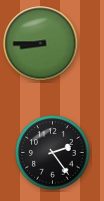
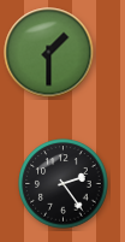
clock at (41, 44): 8:45 -> 1:30
